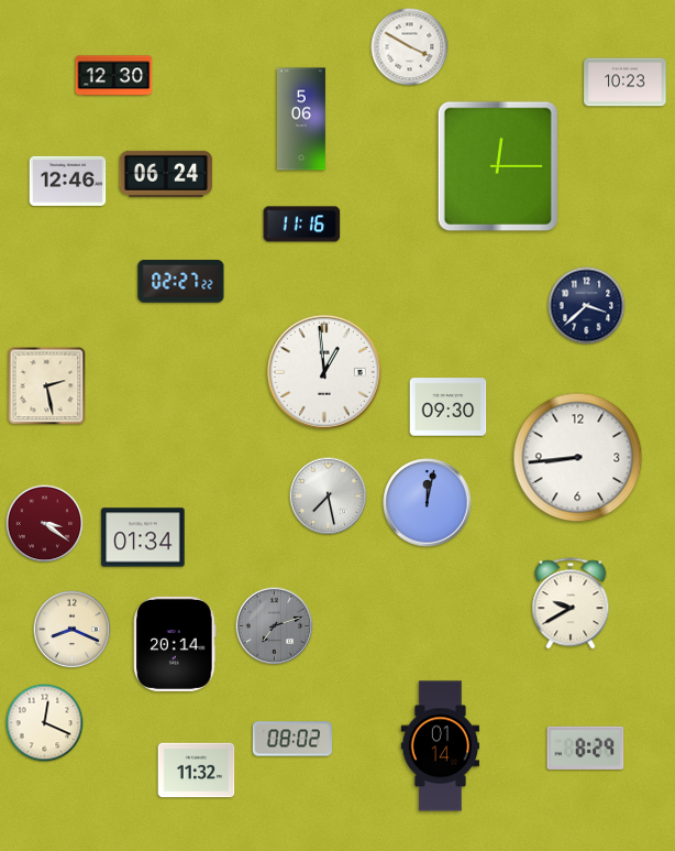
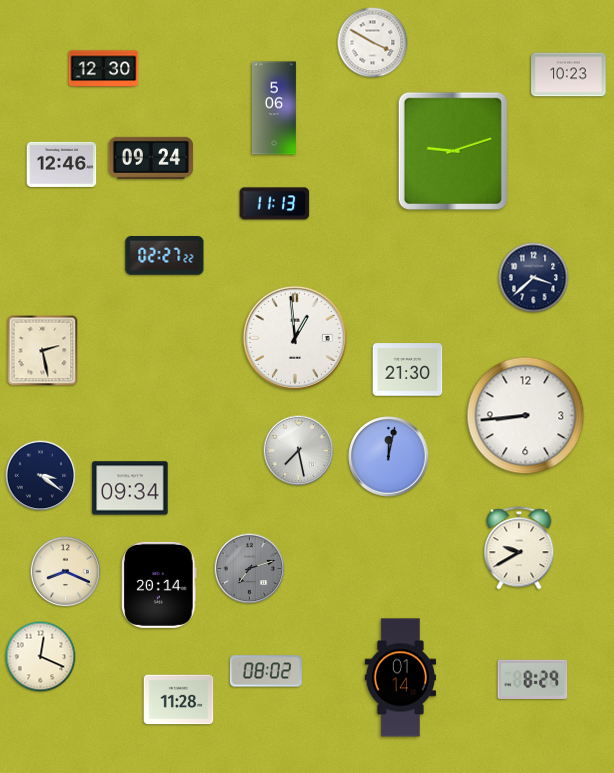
clock at (498, 166): 12:15 -> 9:12
clock at (166, 174): 06:24 -> 09:24
clock at (302, 225): 11:16 -> 11:13
clock at (449, 407): 09:30 -> 21:30
clock at (45, 524) dial: burgundy -> navy
clock at (143, 537): 01:34 -> 09:34
clock at (197, 771): 11:32 -> 11:28
